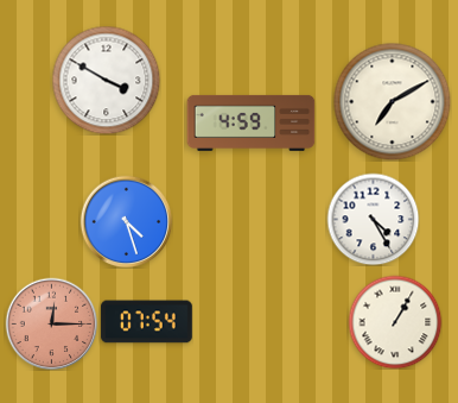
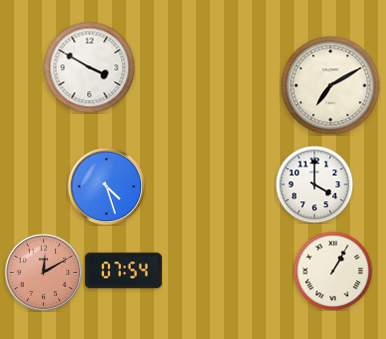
clock at (252, 122): 4:59 -> none
clock at (373, 219): 4:25 -> 4:00
clock at (51, 323): 12:15 -> 12:10
